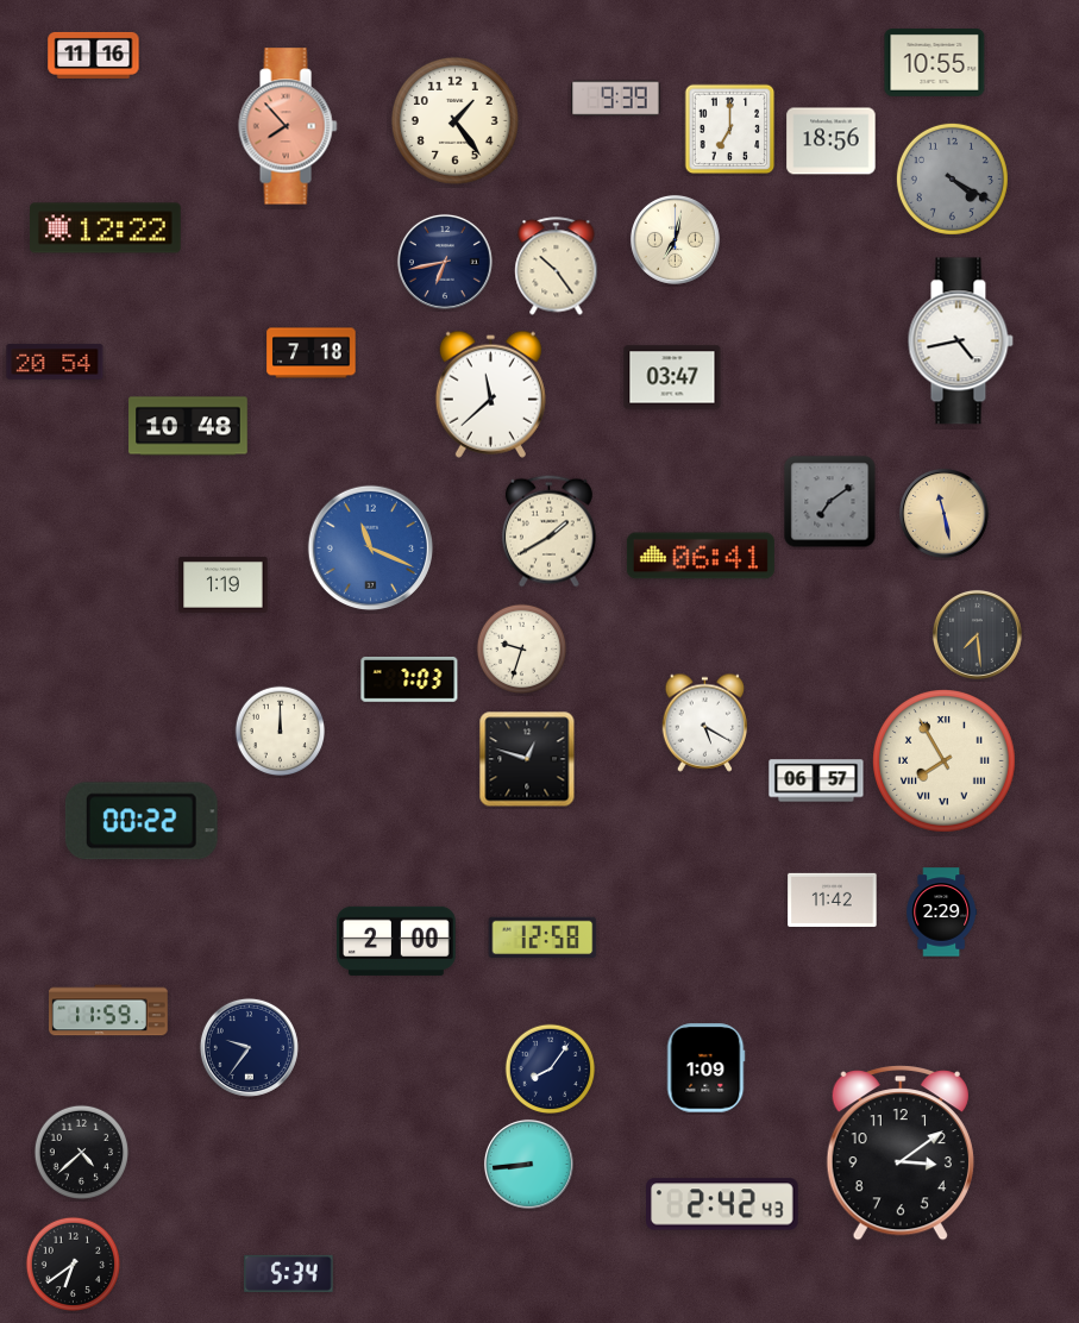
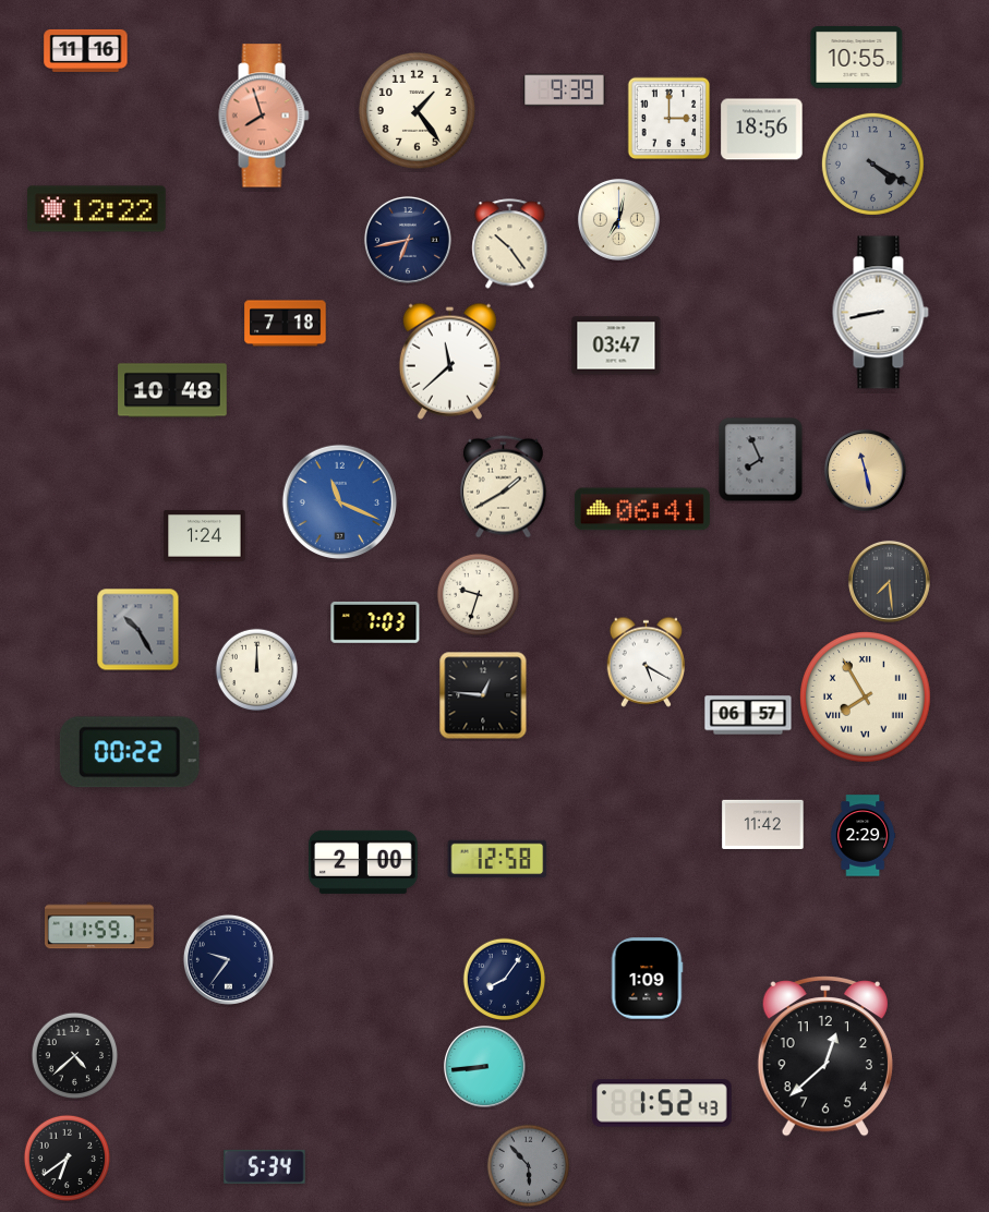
clock at (288, 126): 7:53 -> 7:57
clock at (730, 130): 7:00 -> 3:00
clock at (960, 341): 4:43 -> 8:43
clock at (55, 362): 20:54 -> none
clock at (830, 502): 7:09 -> 7:56
clock at (224, 585): 1:19 -> 1:24
clock at (977, 634) position: (977, 634) -> (889, 581)
clock at (138, 630): none -> 10:25
clock at (527, 759): 12:48 -> 12:46
clock at (901, 1153): 3:09 -> 12:38
clock at (723, 1204): 2:42 -> 1:52
clock at (529, 1166): none -> 5:53
